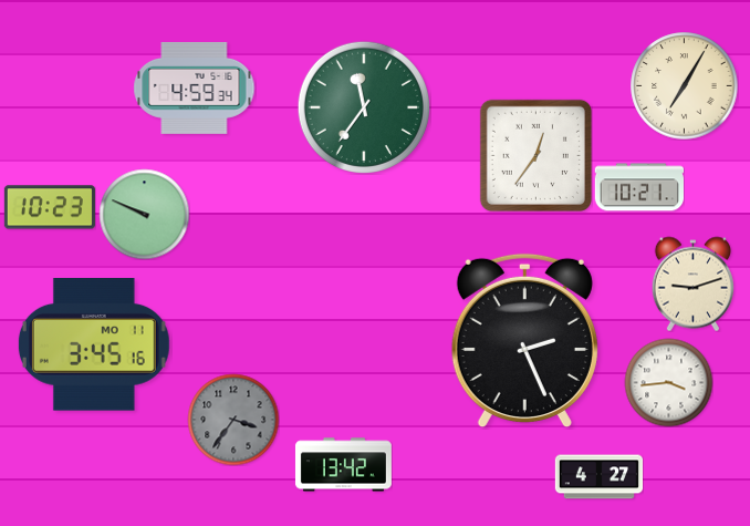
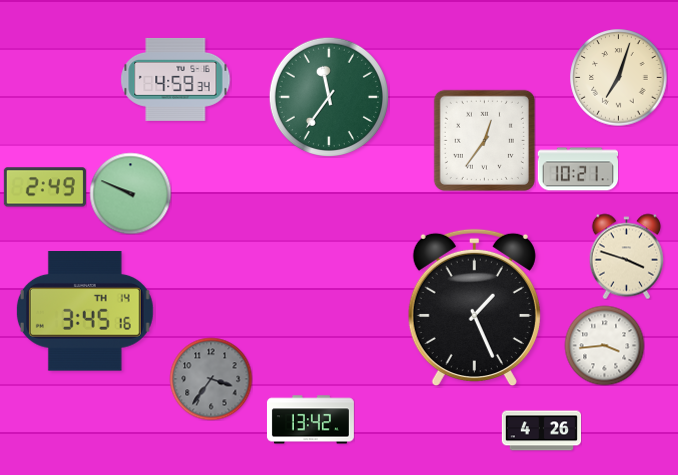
clock at (685, 86): 7:05 -> 7:03
clock at (50, 207): 10:23 -> 2:49
clock at (692, 283): 9:12 -> 3:48
clock at (524, 341): 2:26 -> 1:26
clock at (94, 345) date: MO 11 -> TH 14
clock at (598, 477): 4:27 -> 4:26
